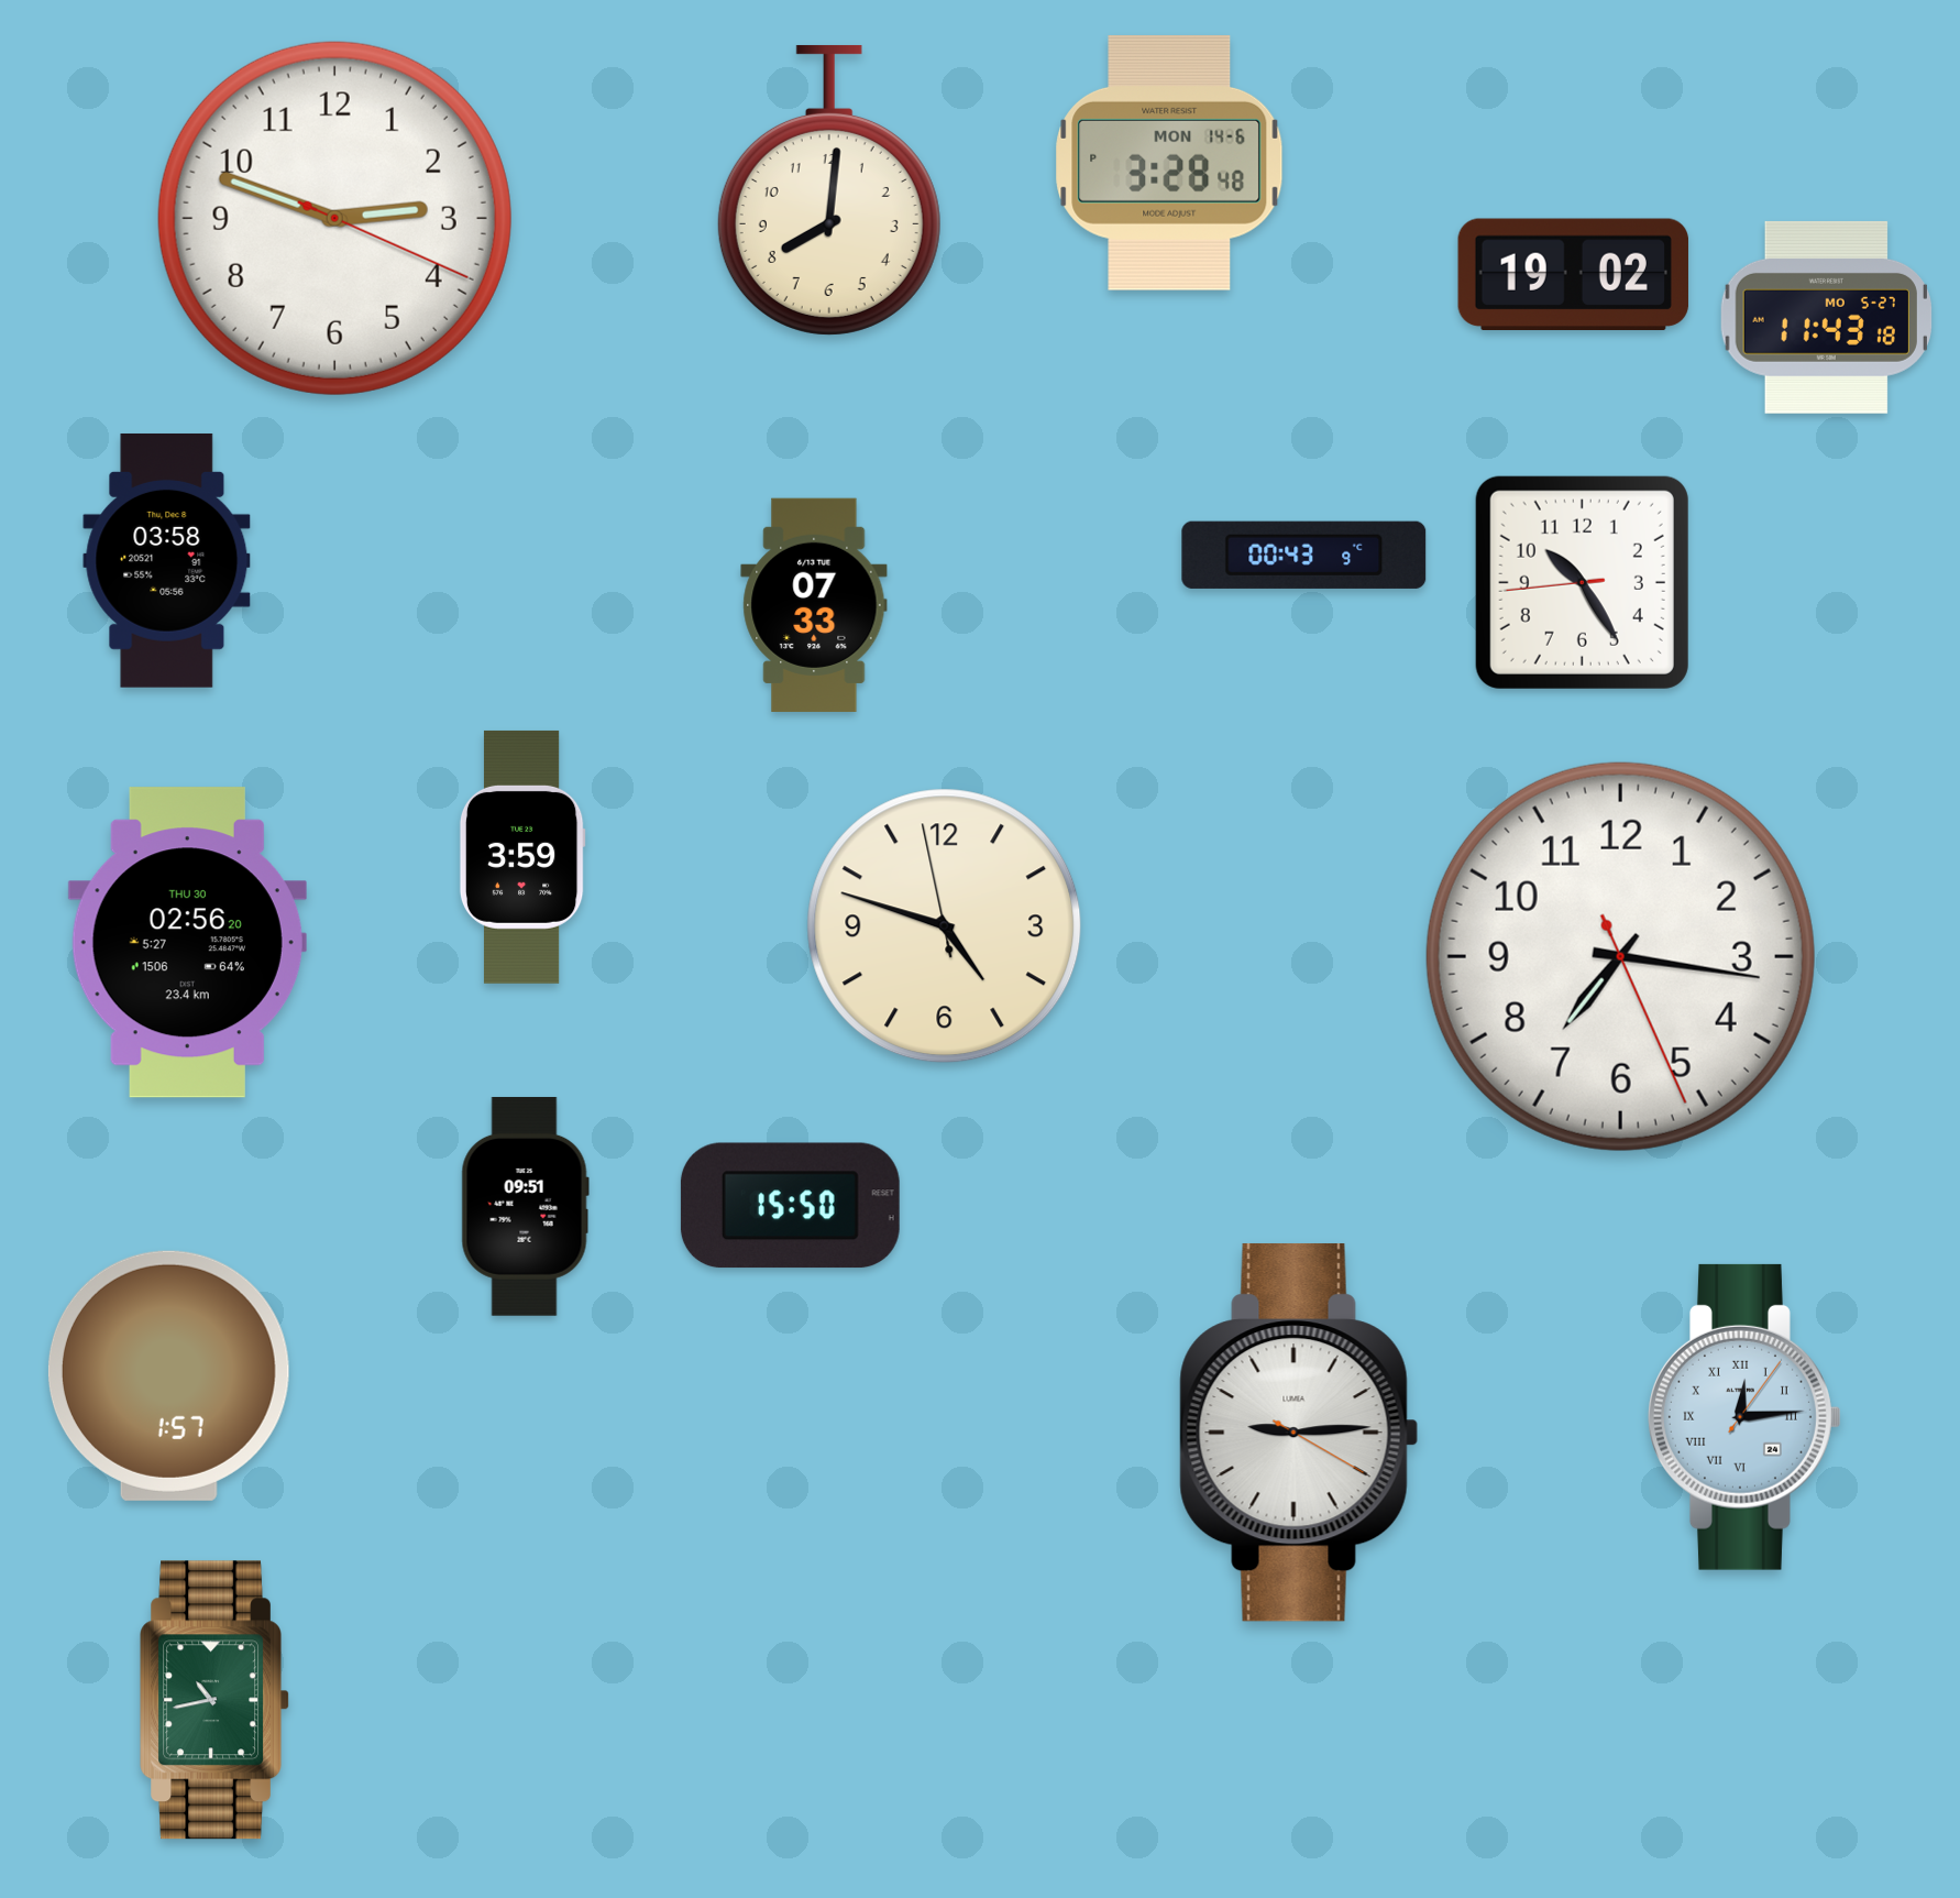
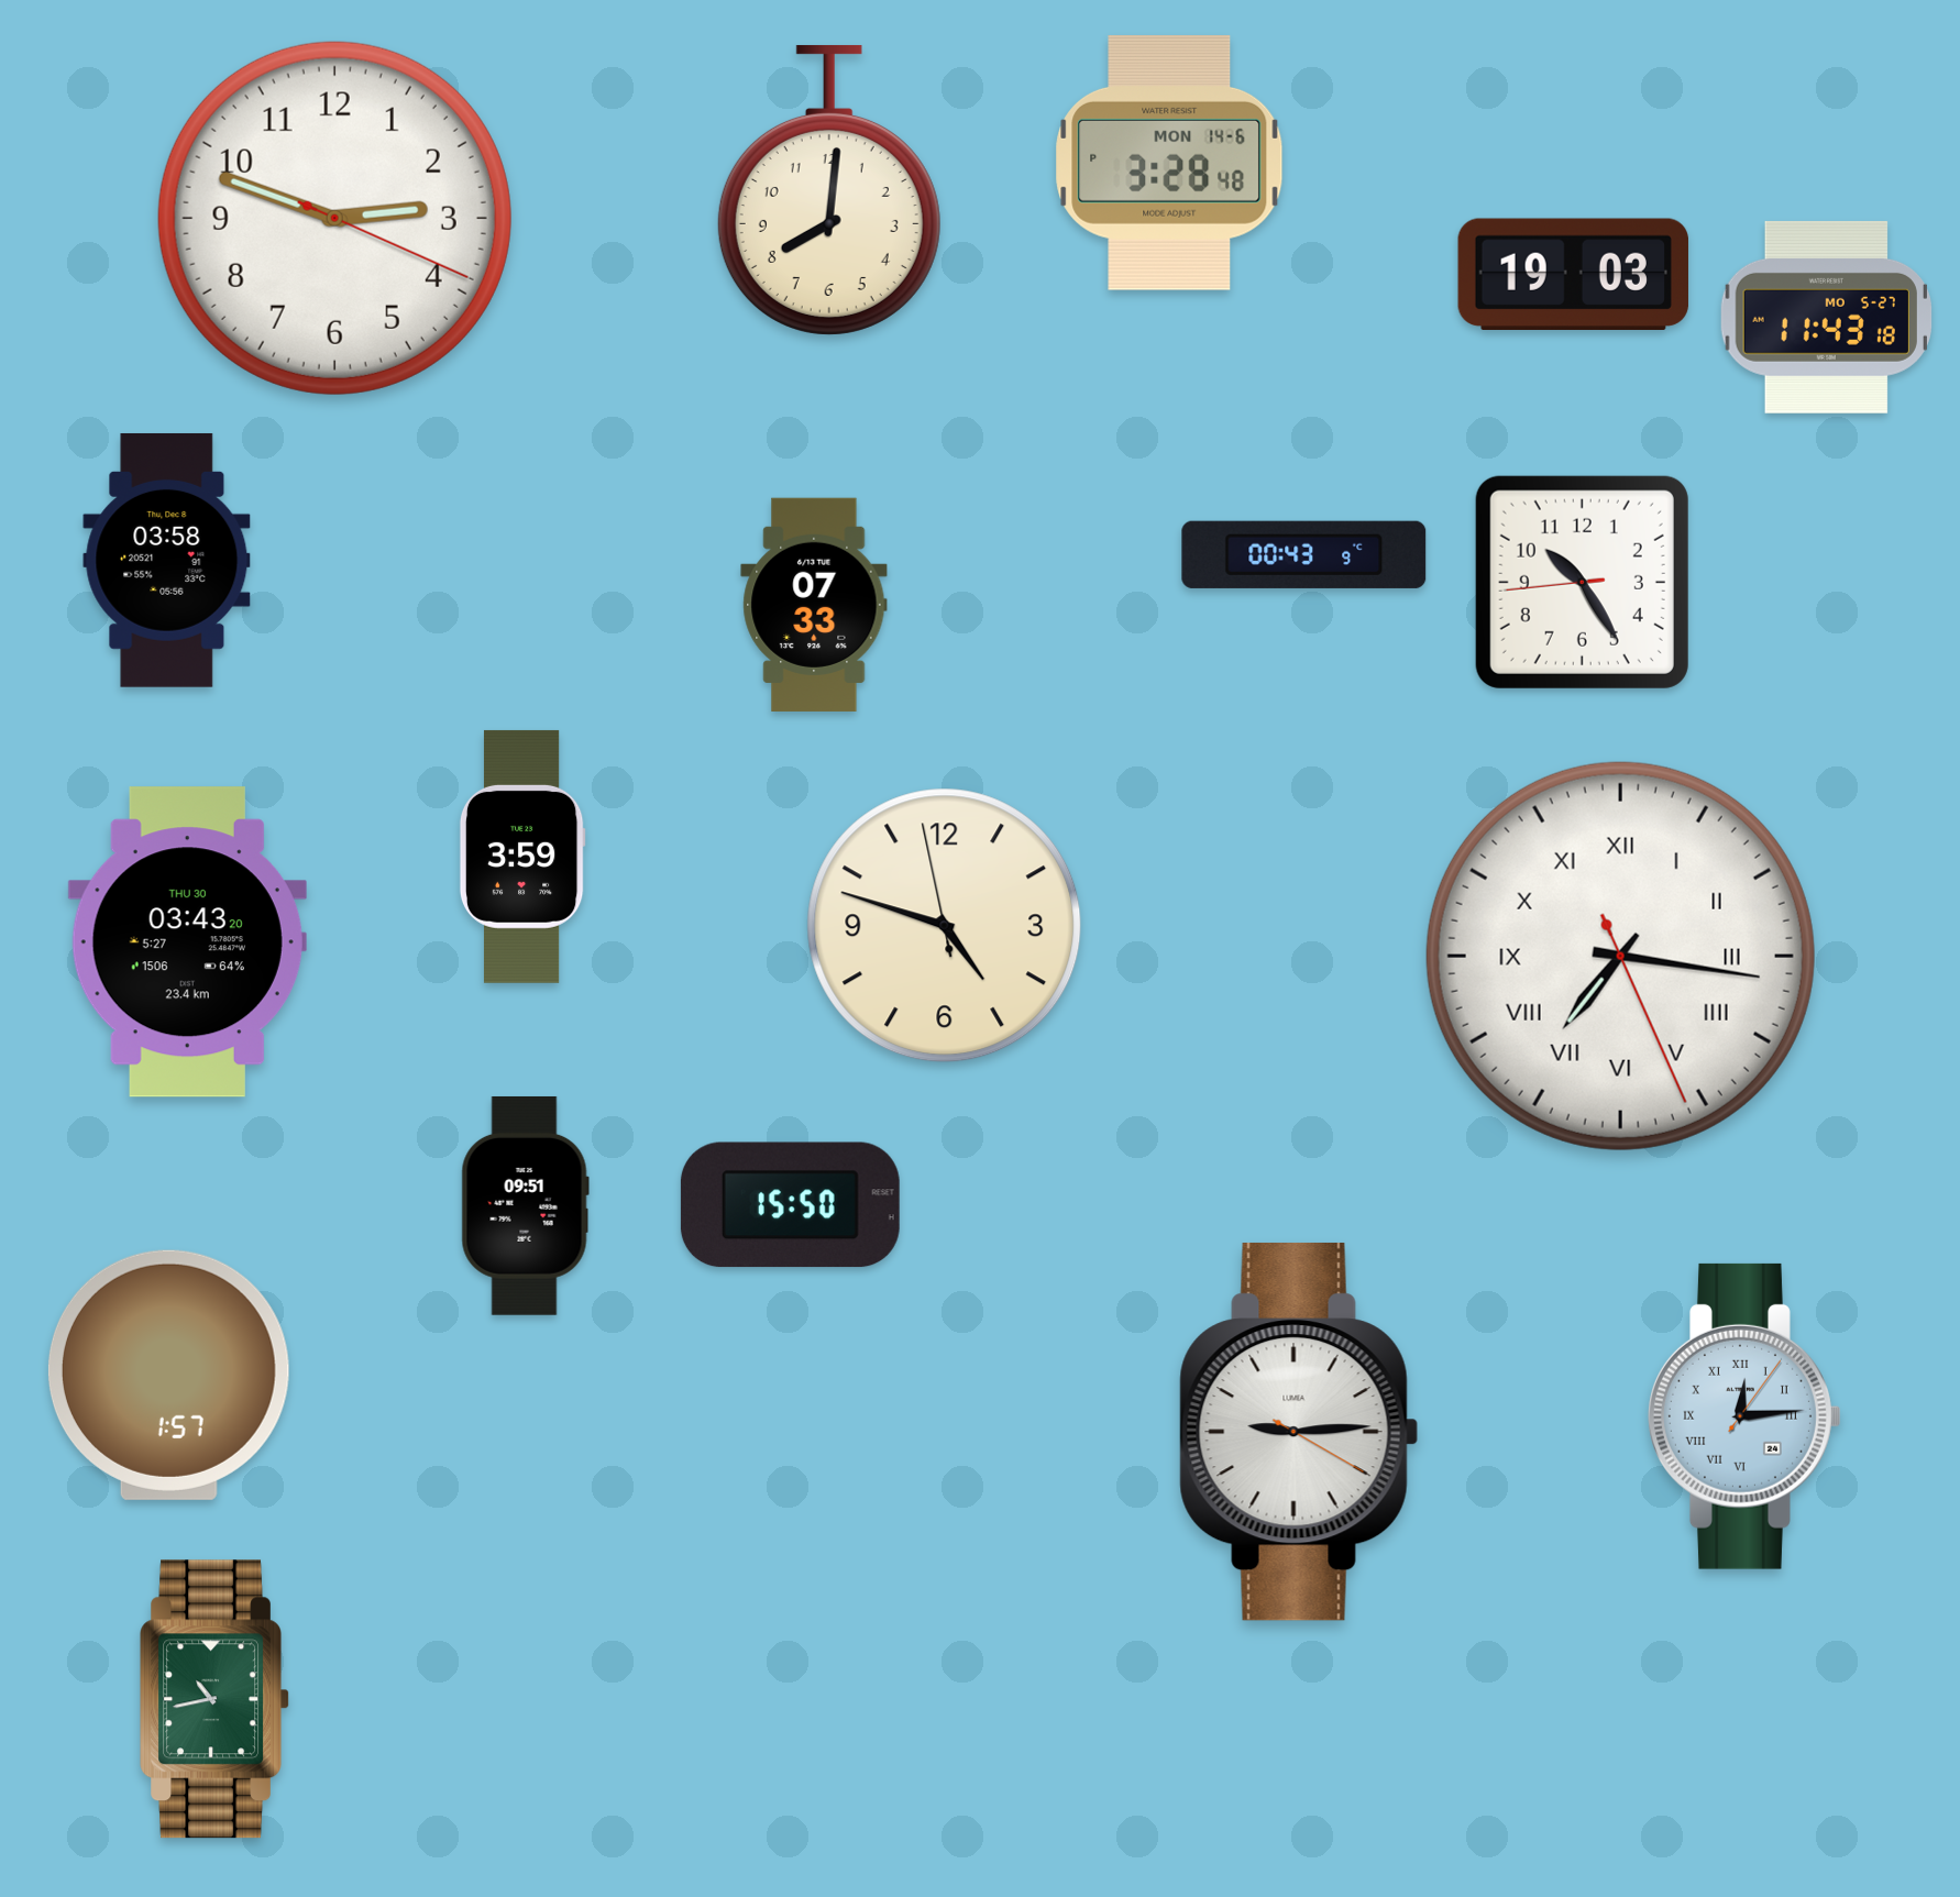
clock at (1573, 275): 19:02 -> 19:03
clock at (187, 943): 02:56 -> 03:43
clock at (1620, 956) numerals: Arabic -> Roman
